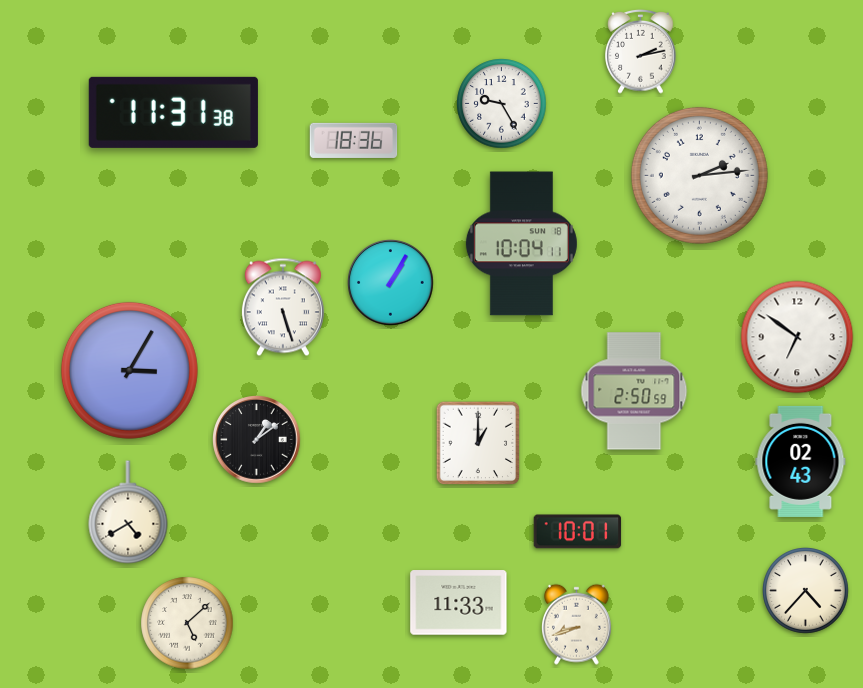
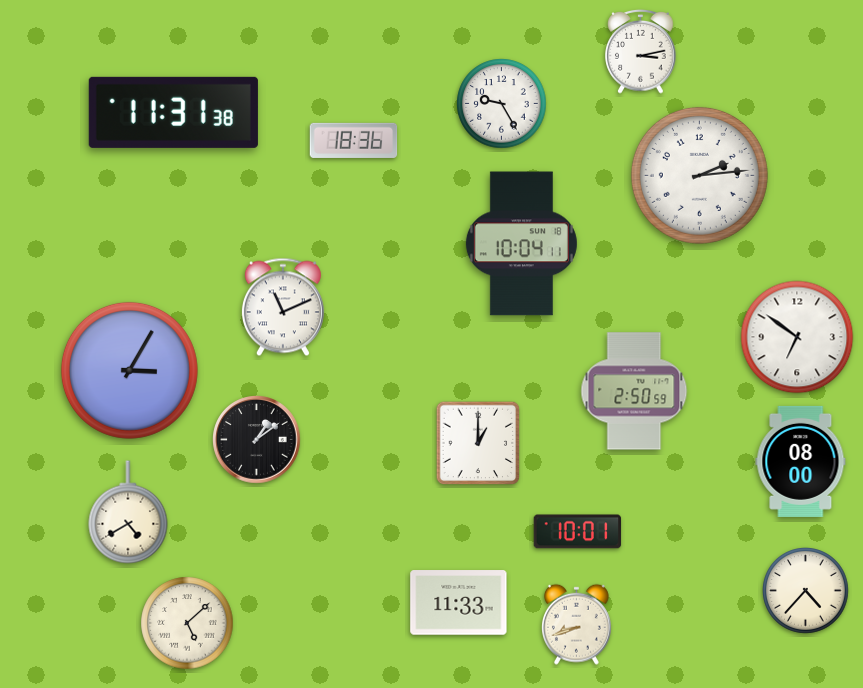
clock at (641, 52): 2:13 -> 3:13
clock at (391, 283): 1:05 -> none
clock at (283, 307): 5:27 -> 11:11
clock at (801, 461): 02:43 -> 08:00
